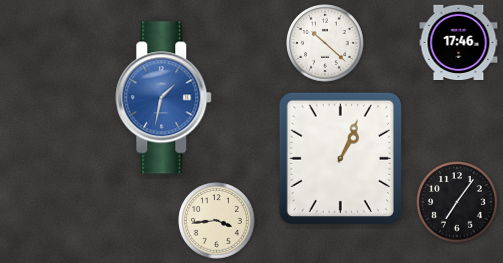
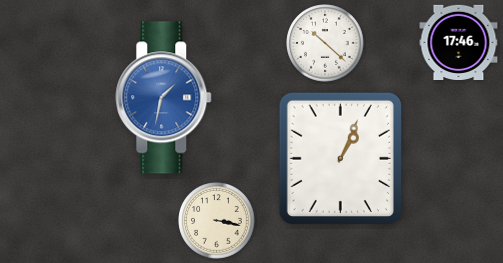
clock at (457, 202): 7:06 -> none
clock at (217, 221): 3:44 -> 3:17
